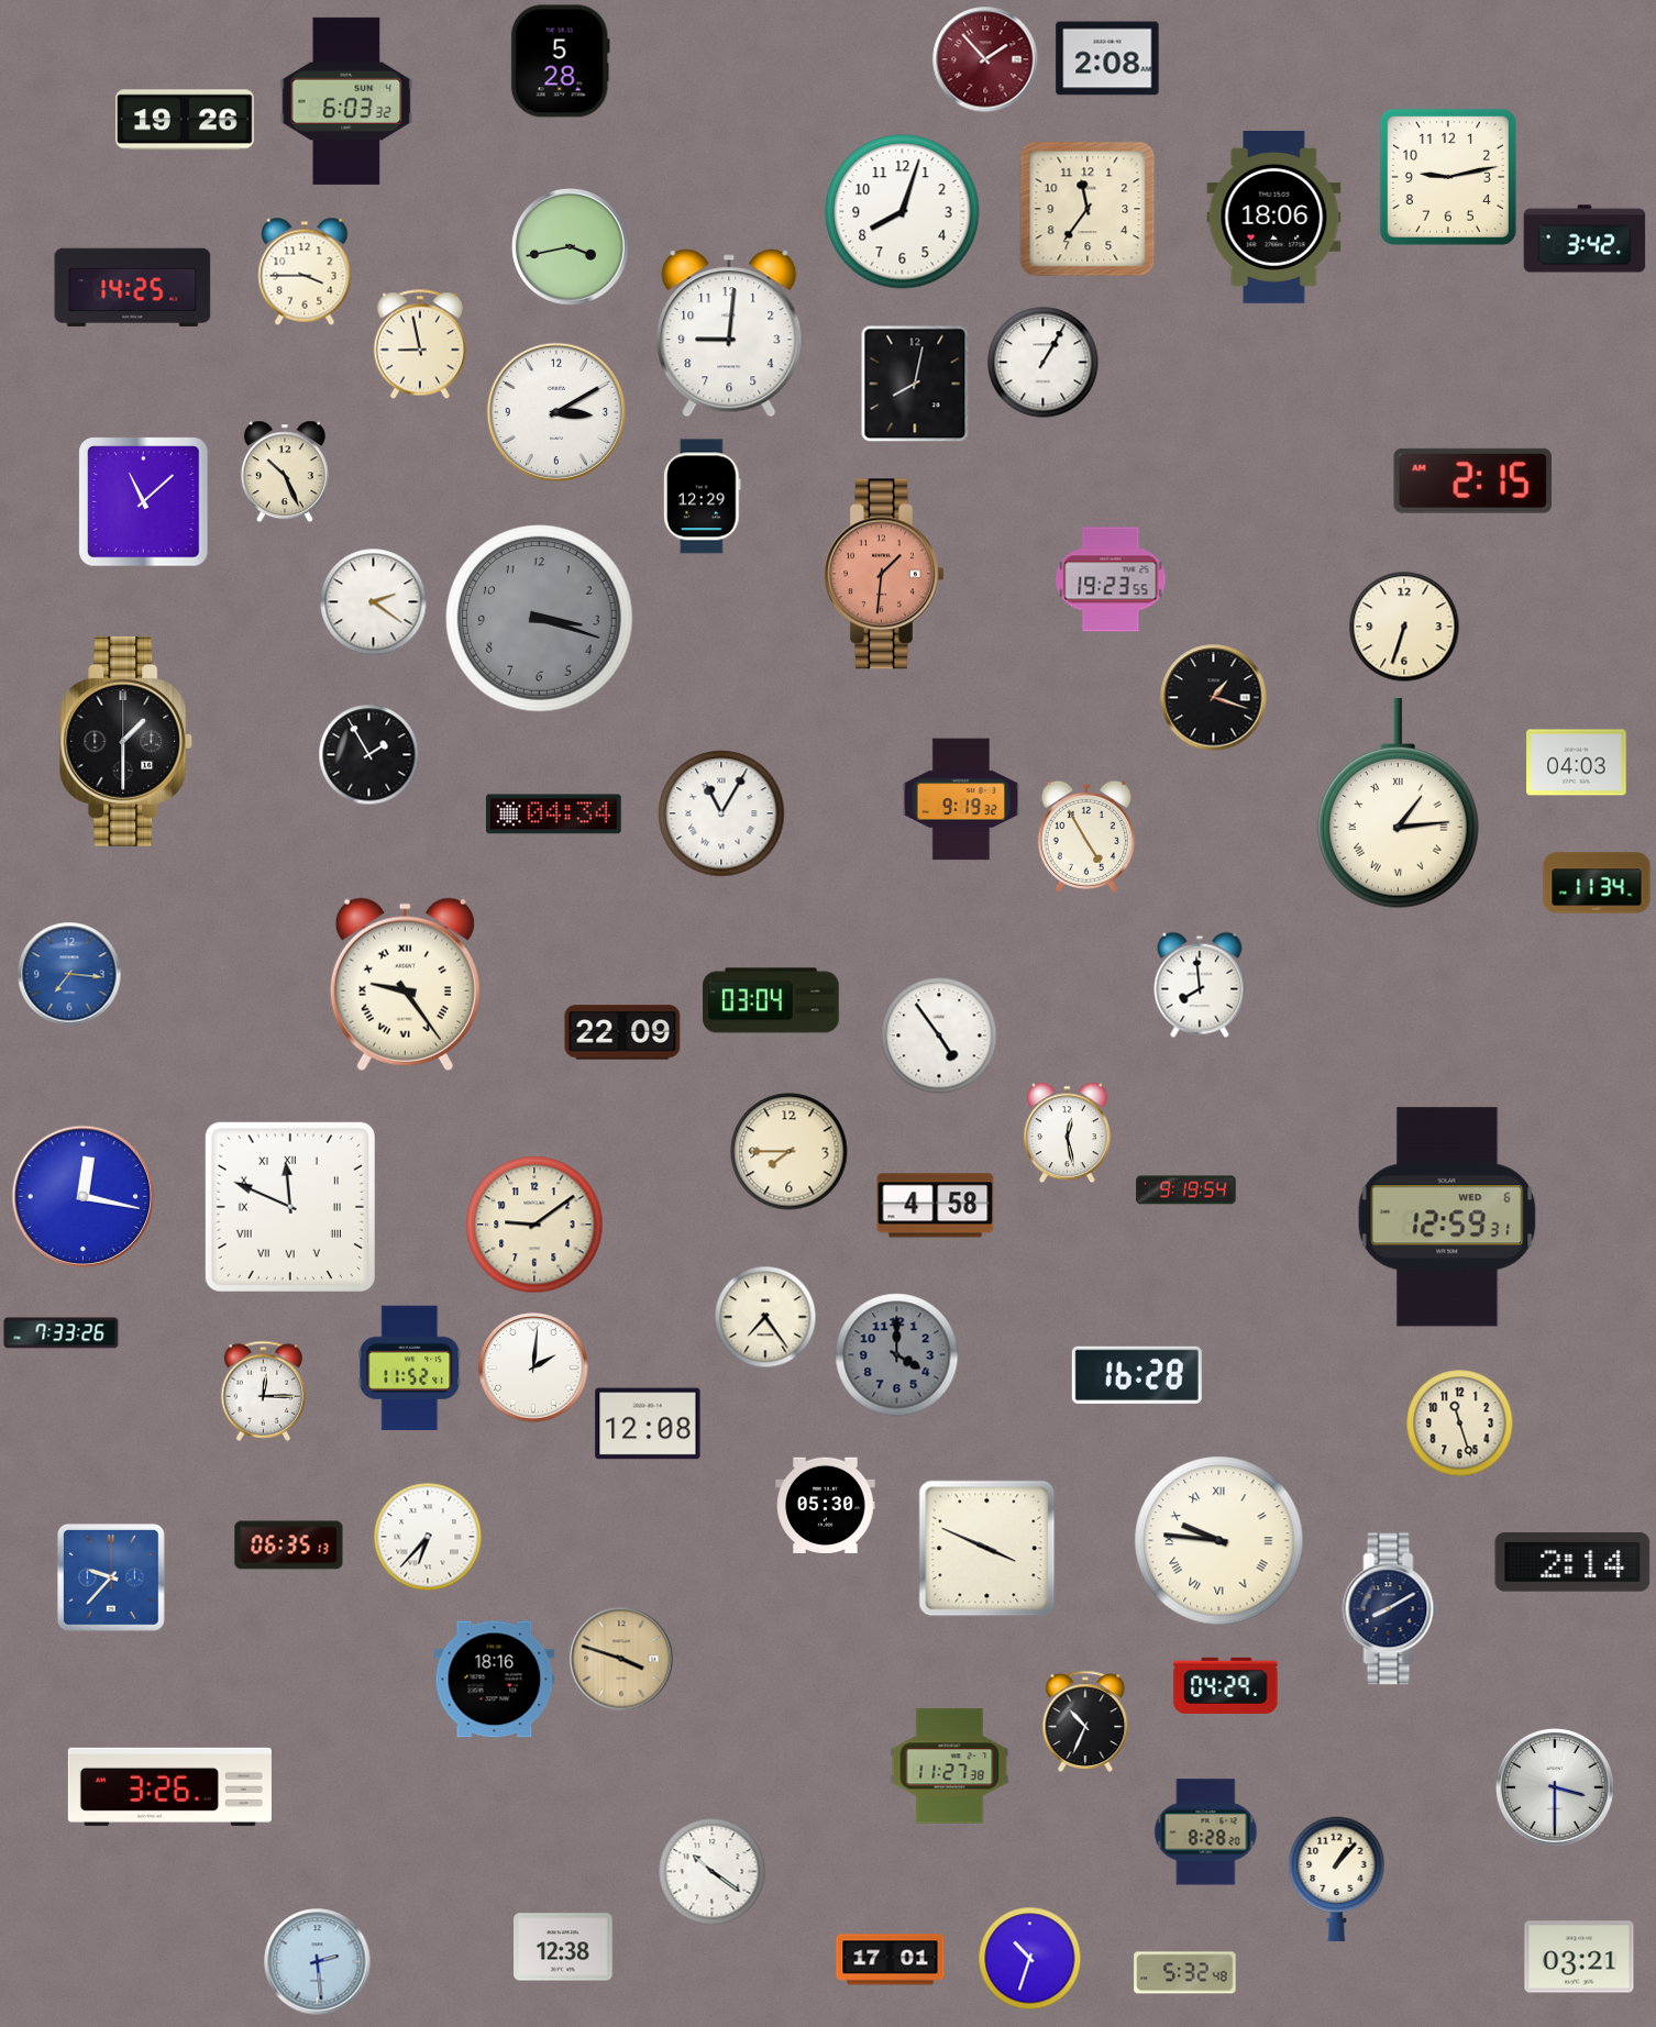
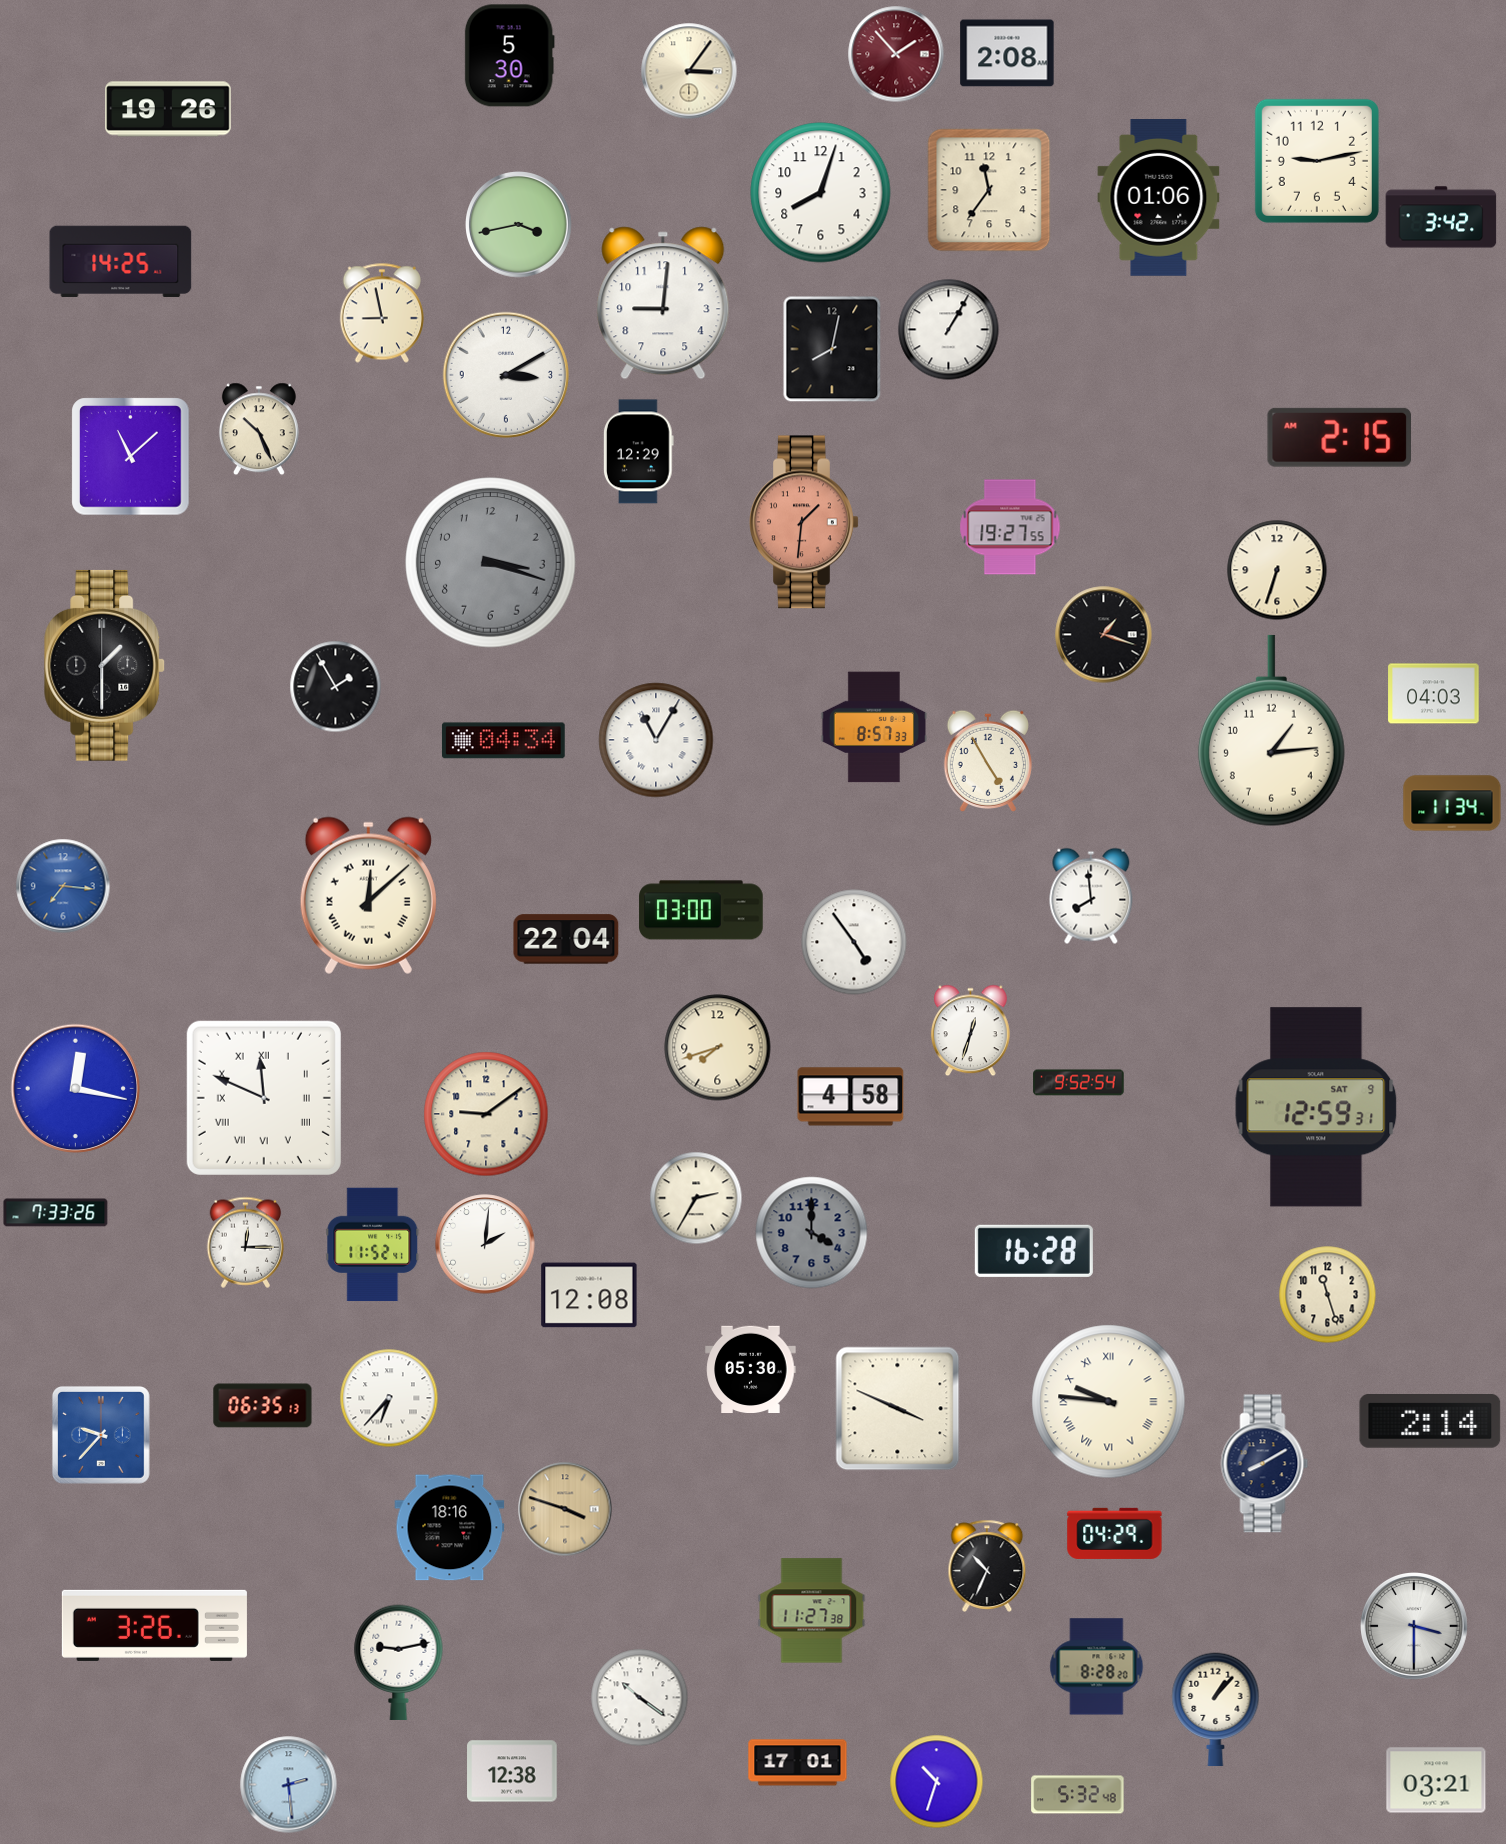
clock at (560, 62): 5:28 -> 5:30
clock at (689, 71): none -> 3:06
clock at (346, 101): 6:03 -> none
clock at (1274, 218): 18:06 -> 01:06
clock at (305, 272): 3:45 -> none
clock at (1111, 579): 19:23 -> 19:27
clock at (374, 602): 2:21 -> none
clock at (126, 741) position: (126, 741) -> (105, 665)
clock at (960, 799): 9:19 -> 8:57
clock at (1398, 804) numerals: Roman -> Arabic
clock at (405, 984): 9:24 -> 12:08
clock at (771, 1000): 03:04 -> 03:00
clock at (622, 1032): 22:09 -> 22:04
clock at (1068, 1133): 12:28 -> 12:33
clock at (790, 1152): 7:45 -> 7:42
clock at (1186, 1190): 9:19 -> 9:52
clock at (1447, 1217) date: WED 6 -> SAT 9
clock at (765, 1317): 7:24 -> 2:35
clock at (897, 1355) position: (897, 1355) -> (812, 1233)
clock at (264, 1391) position: (264, 1391) -> (246, 1242)
clock at (950, 1766) position: (950, 1766) -> (812, 1611)
clock at (399, 1662): none -> 9:13
clock at (713, 1872) position: (713, 1872) -> (640, 1698)
clock at (891, 1960) position: (891, 1960) -> (798, 1763)
